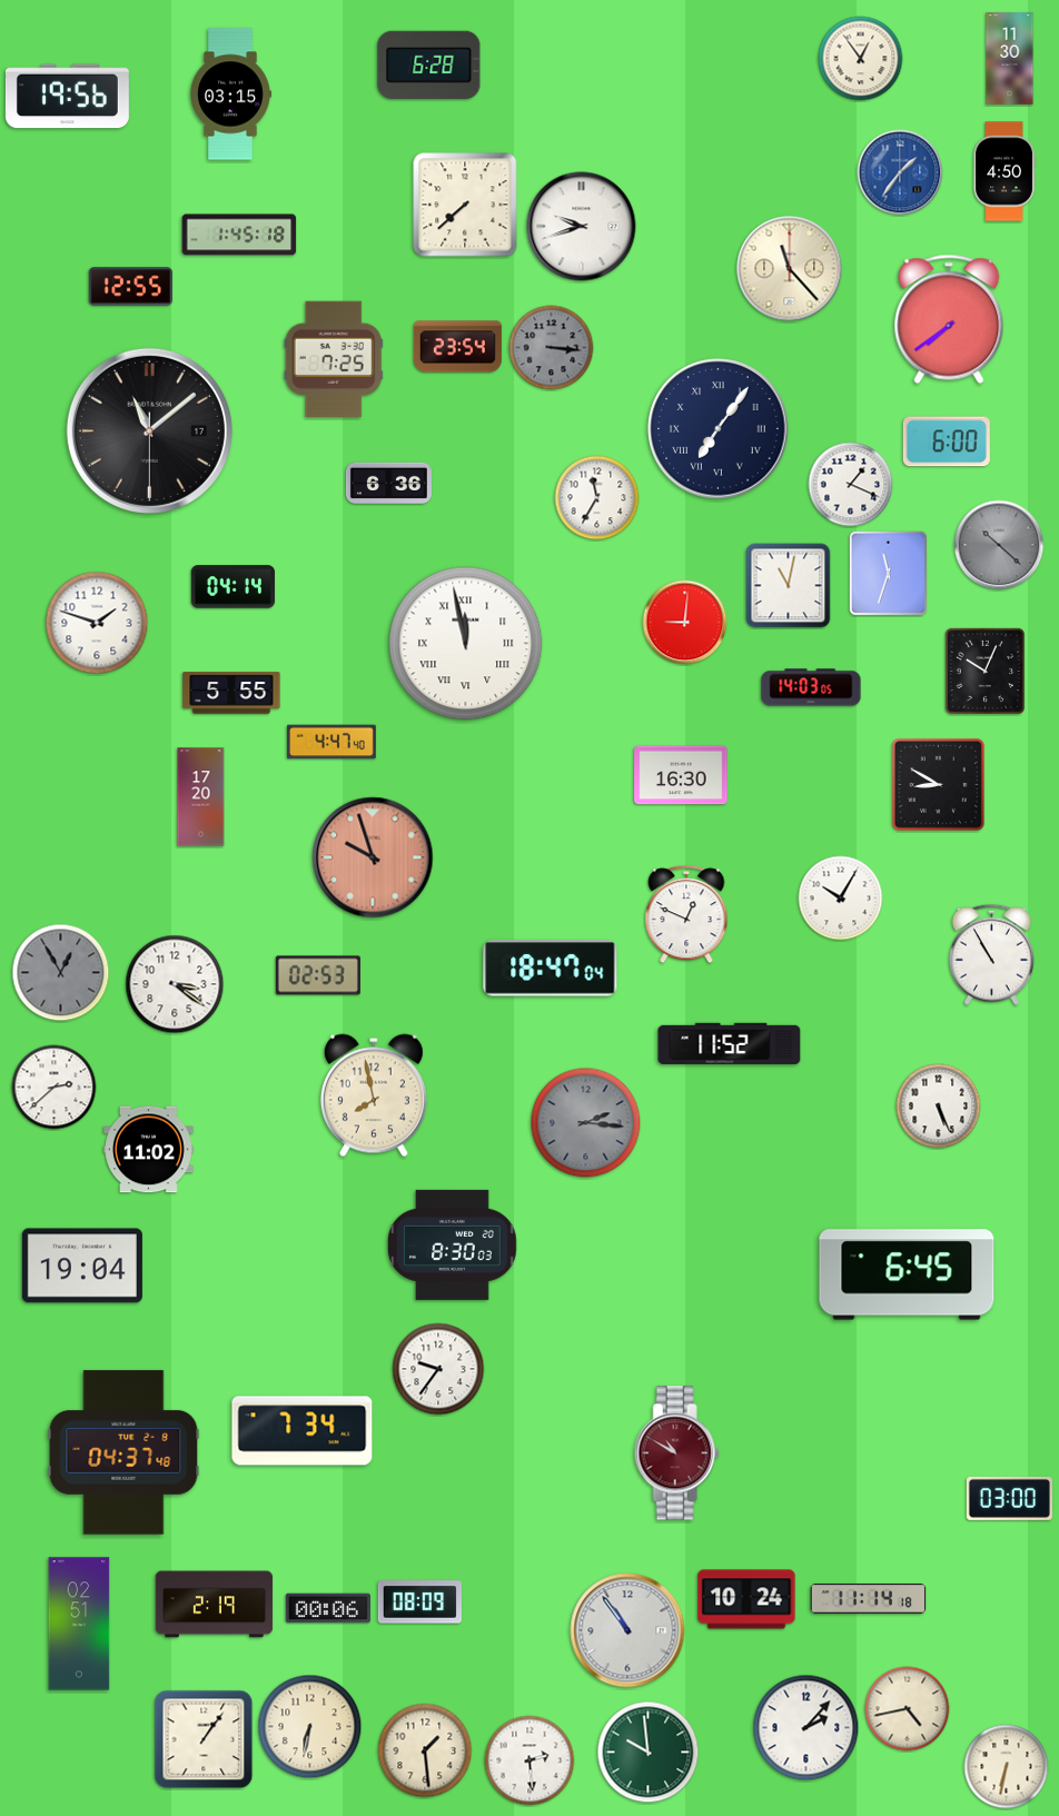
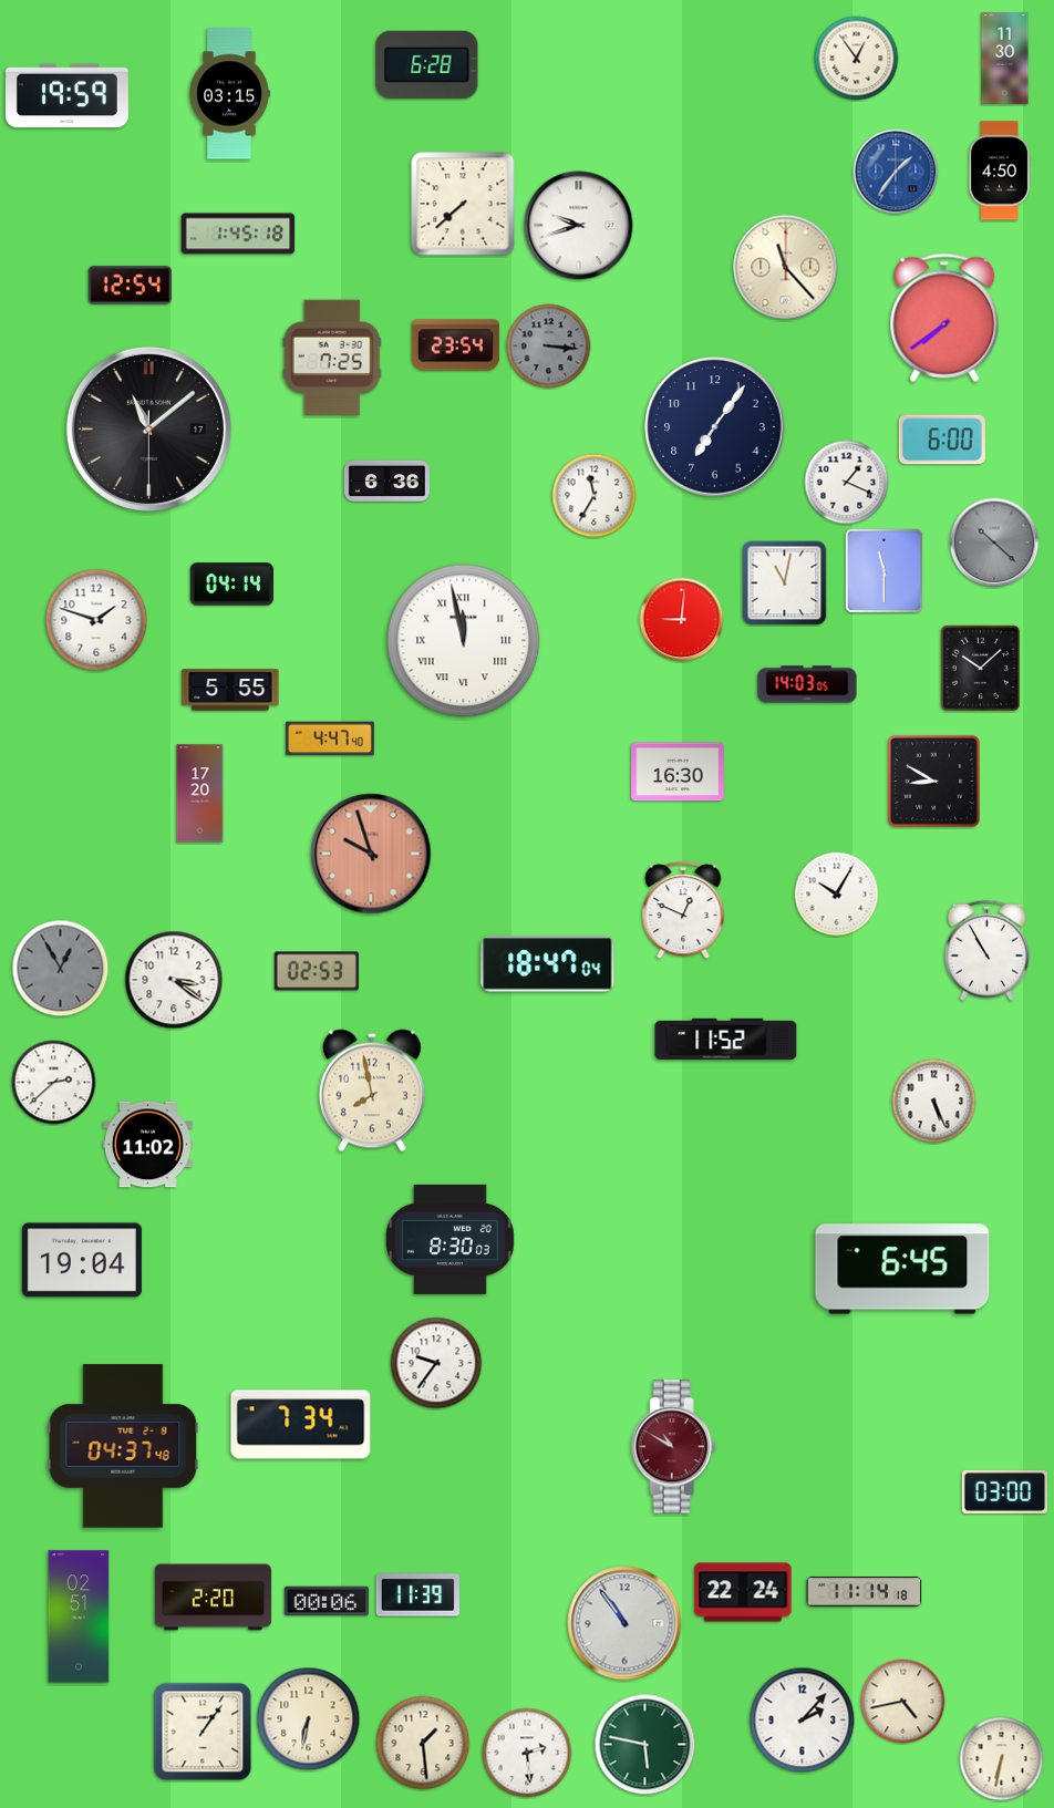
clock at (67, 97): 19:56 -> 19:59
clock at (130, 287): 12:55 -> 12:54
clock at (719, 429) numerals: Roman -> Arabic
clock at (888, 574): 11:33 -> 11:30
clock at (986, 672): 10:04 -> 10:08
clock at (586, 1123): 2:16 -> none
clock at (746, 1599): 10:24 -> 22:24
clock at (419, 1602): 08:09 -> 11:39
clock at (215, 1605): 2:19 -> 2:20
clock at (649, 1753): 9:59 -> 5:47
